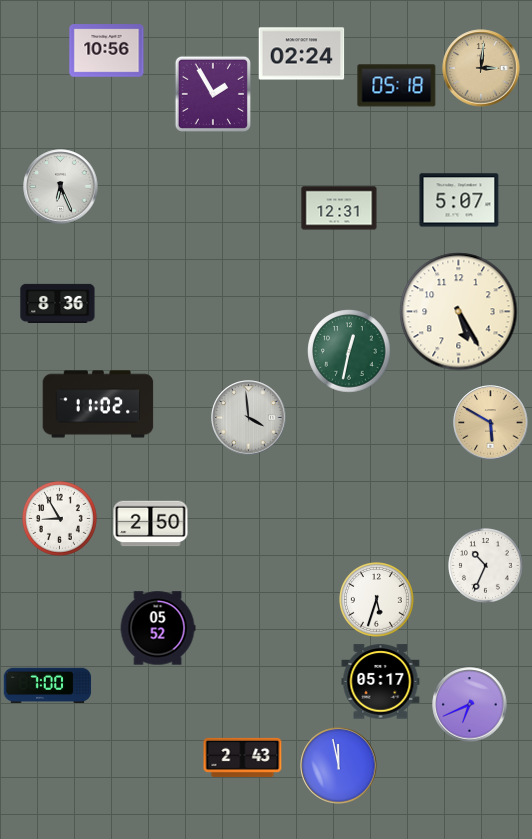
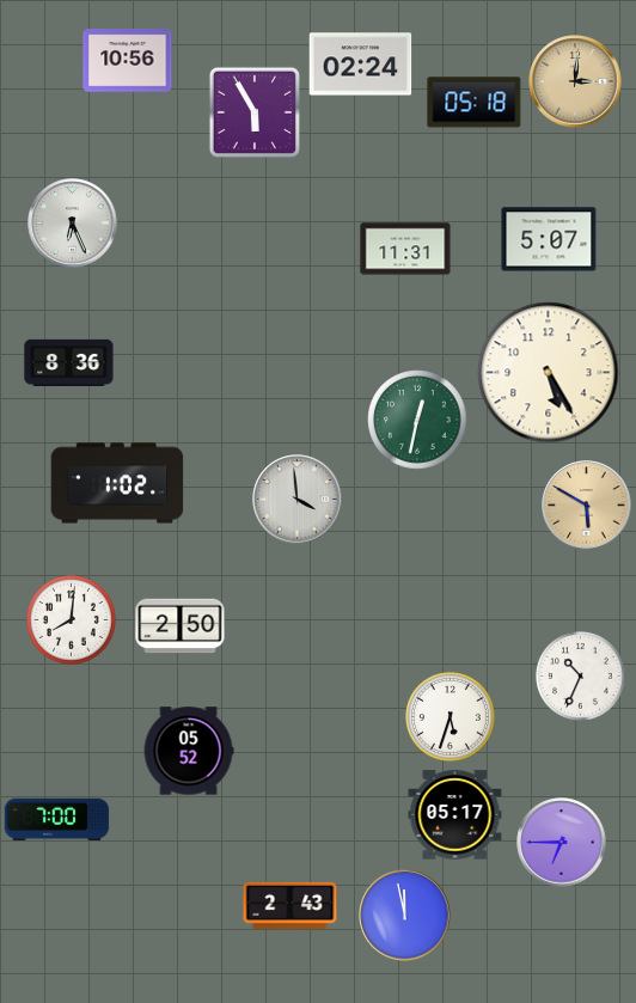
clock at (212, 93): 1:55 -> 5:55
clock at (339, 208): 12:31 -> 11:31
clock at (98, 404): 11:02 -> 1:02
clock at (60, 519): 8:55 -> 8:01
clock at (470, 705): 6:41 -> 6:45
